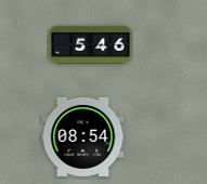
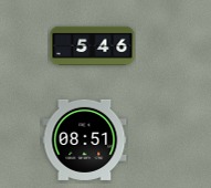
clock at (83, 136): 08:54 -> 08:51
